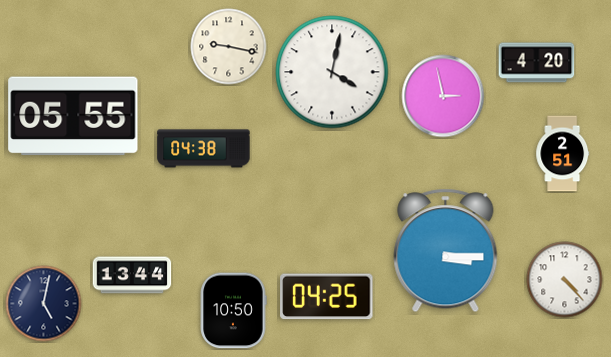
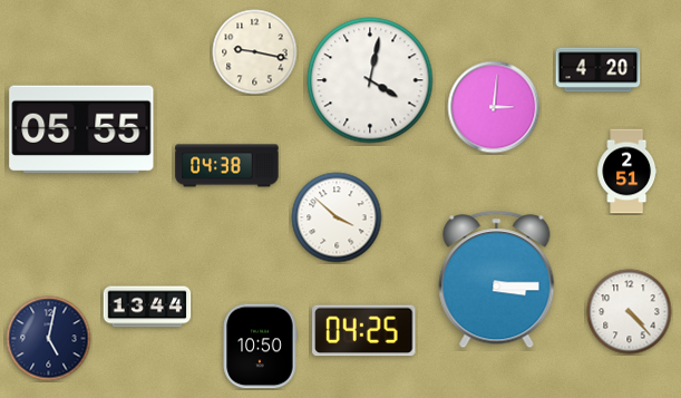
clock at (443, 96): 2:58 -> 3:01
clock at (337, 217): none -> 3:52
